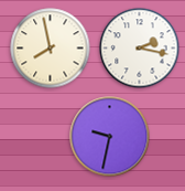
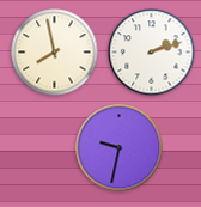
clock at (140, 49): 2:17 -> 2:12
